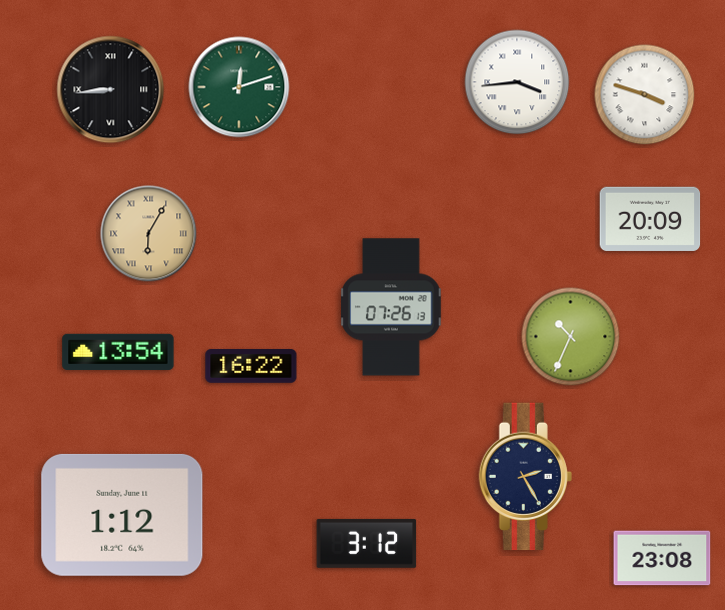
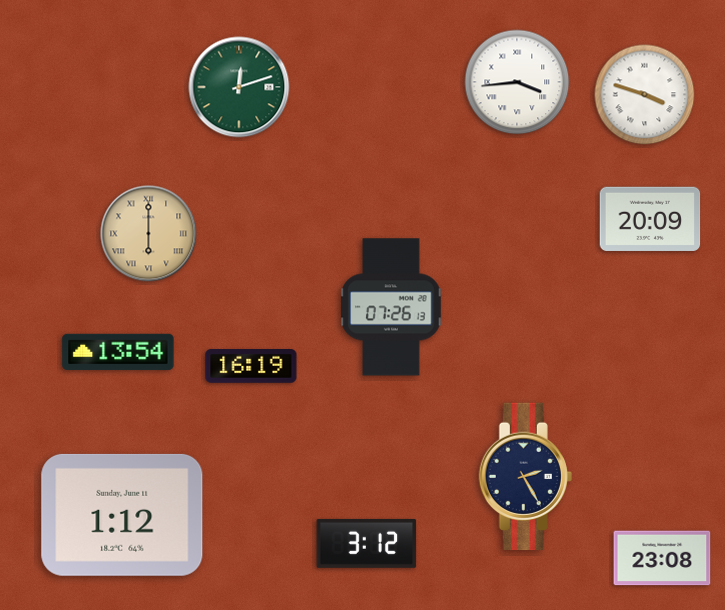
clock at (111, 90): 8:44 -> none
clock at (149, 234): 6:05 -> 6:00
clock at (571, 337): 10:34 -> none
clock at (251, 367): 16:22 -> 16:19
